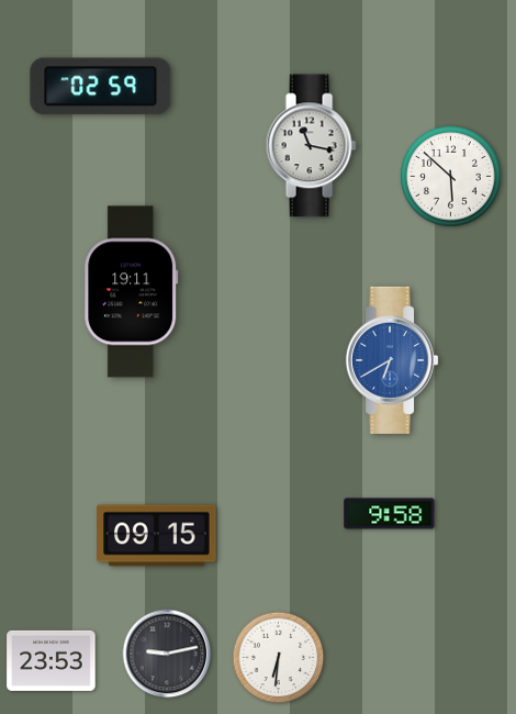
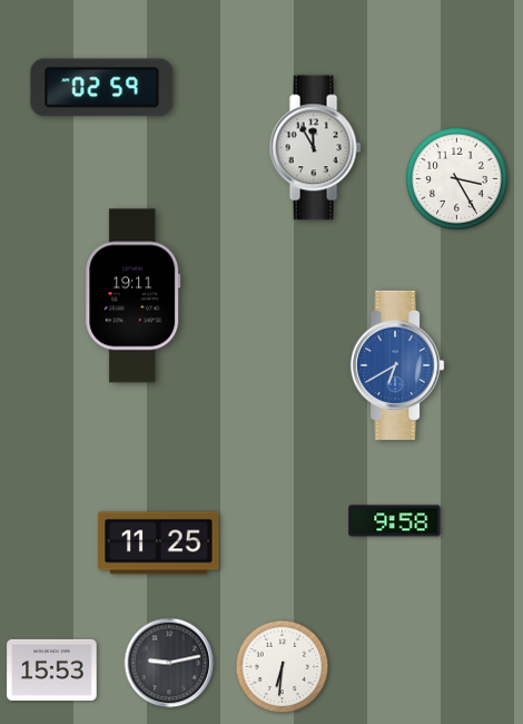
clock at (311, 146): 11:17 -> 11:55
clock at (451, 177): 5:52 -> 3:25
clock at (157, 536): 09:15 -> 11:25
clock at (52, 660): 23:53 -> 15:53
